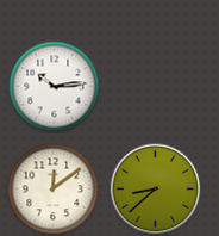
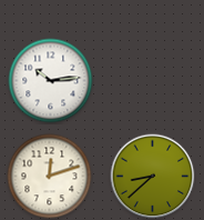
clock at (54, 190): 12:09 -> 12:12
clock at (156, 190) position: (156, 190) -> (153, 177)
